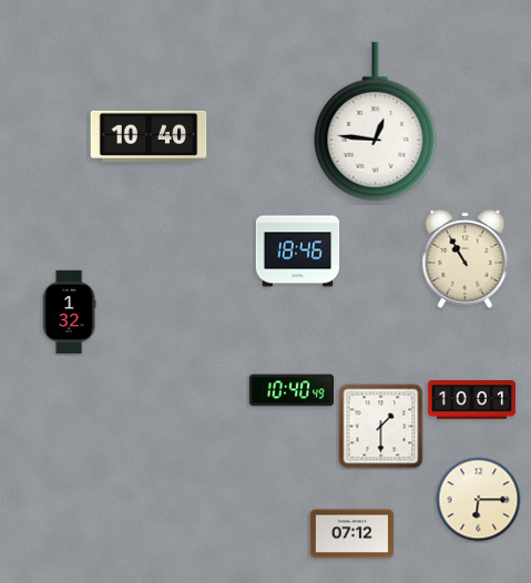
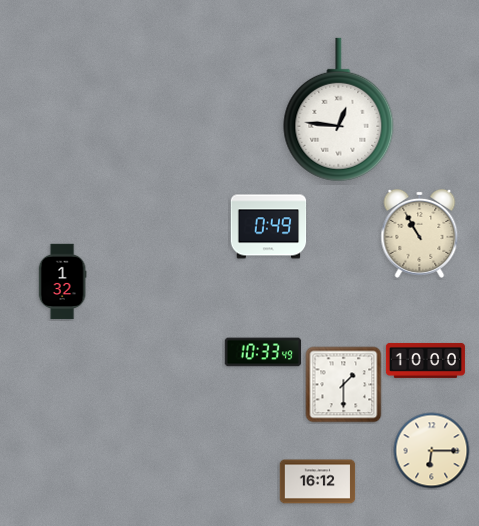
clock at (149, 136): 10:40 -> none
clock at (298, 252): 18:46 -> 0:49
clock at (292, 390): 10:40 -> 10:33
clock at (471, 399): 10:01 -> 10:00
clock at (353, 534): 07:12 -> 16:12
